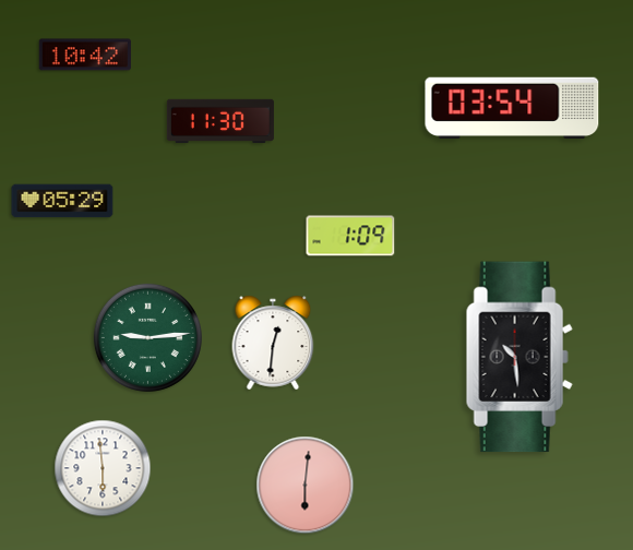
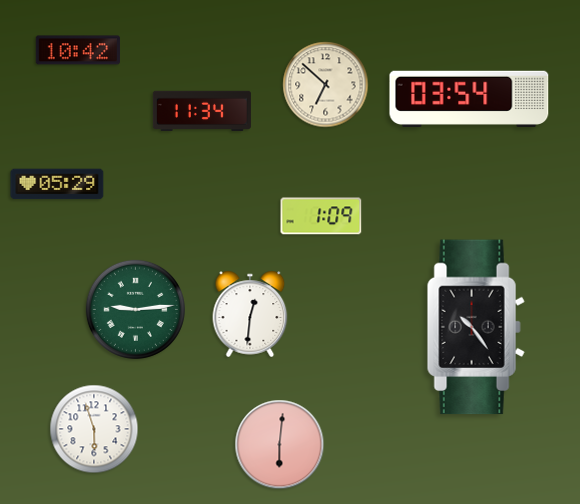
clock at (326, 85): none -> 6:52
clock at (220, 121): 11:30 -> 11:34
clock at (519, 357): 10:29 -> 10:24
clock at (103, 468): 5:59 -> 5:57
